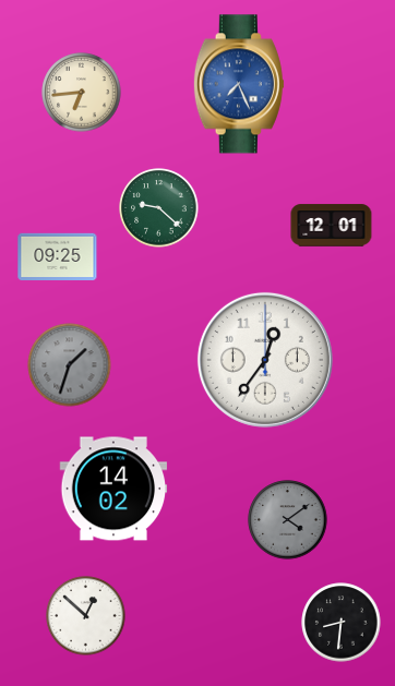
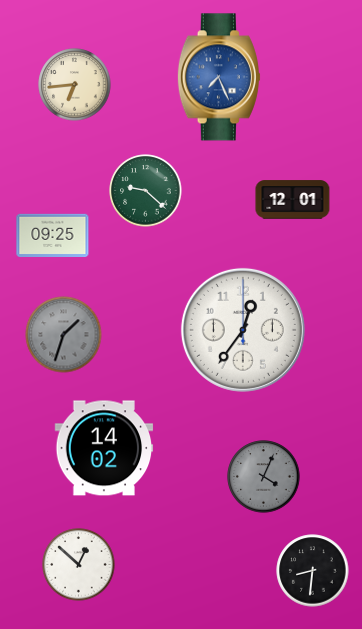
clock at (332, 226) position: (332, 226) -> (293, 200)
clock at (288, 520): 4:09 -> 4:04
